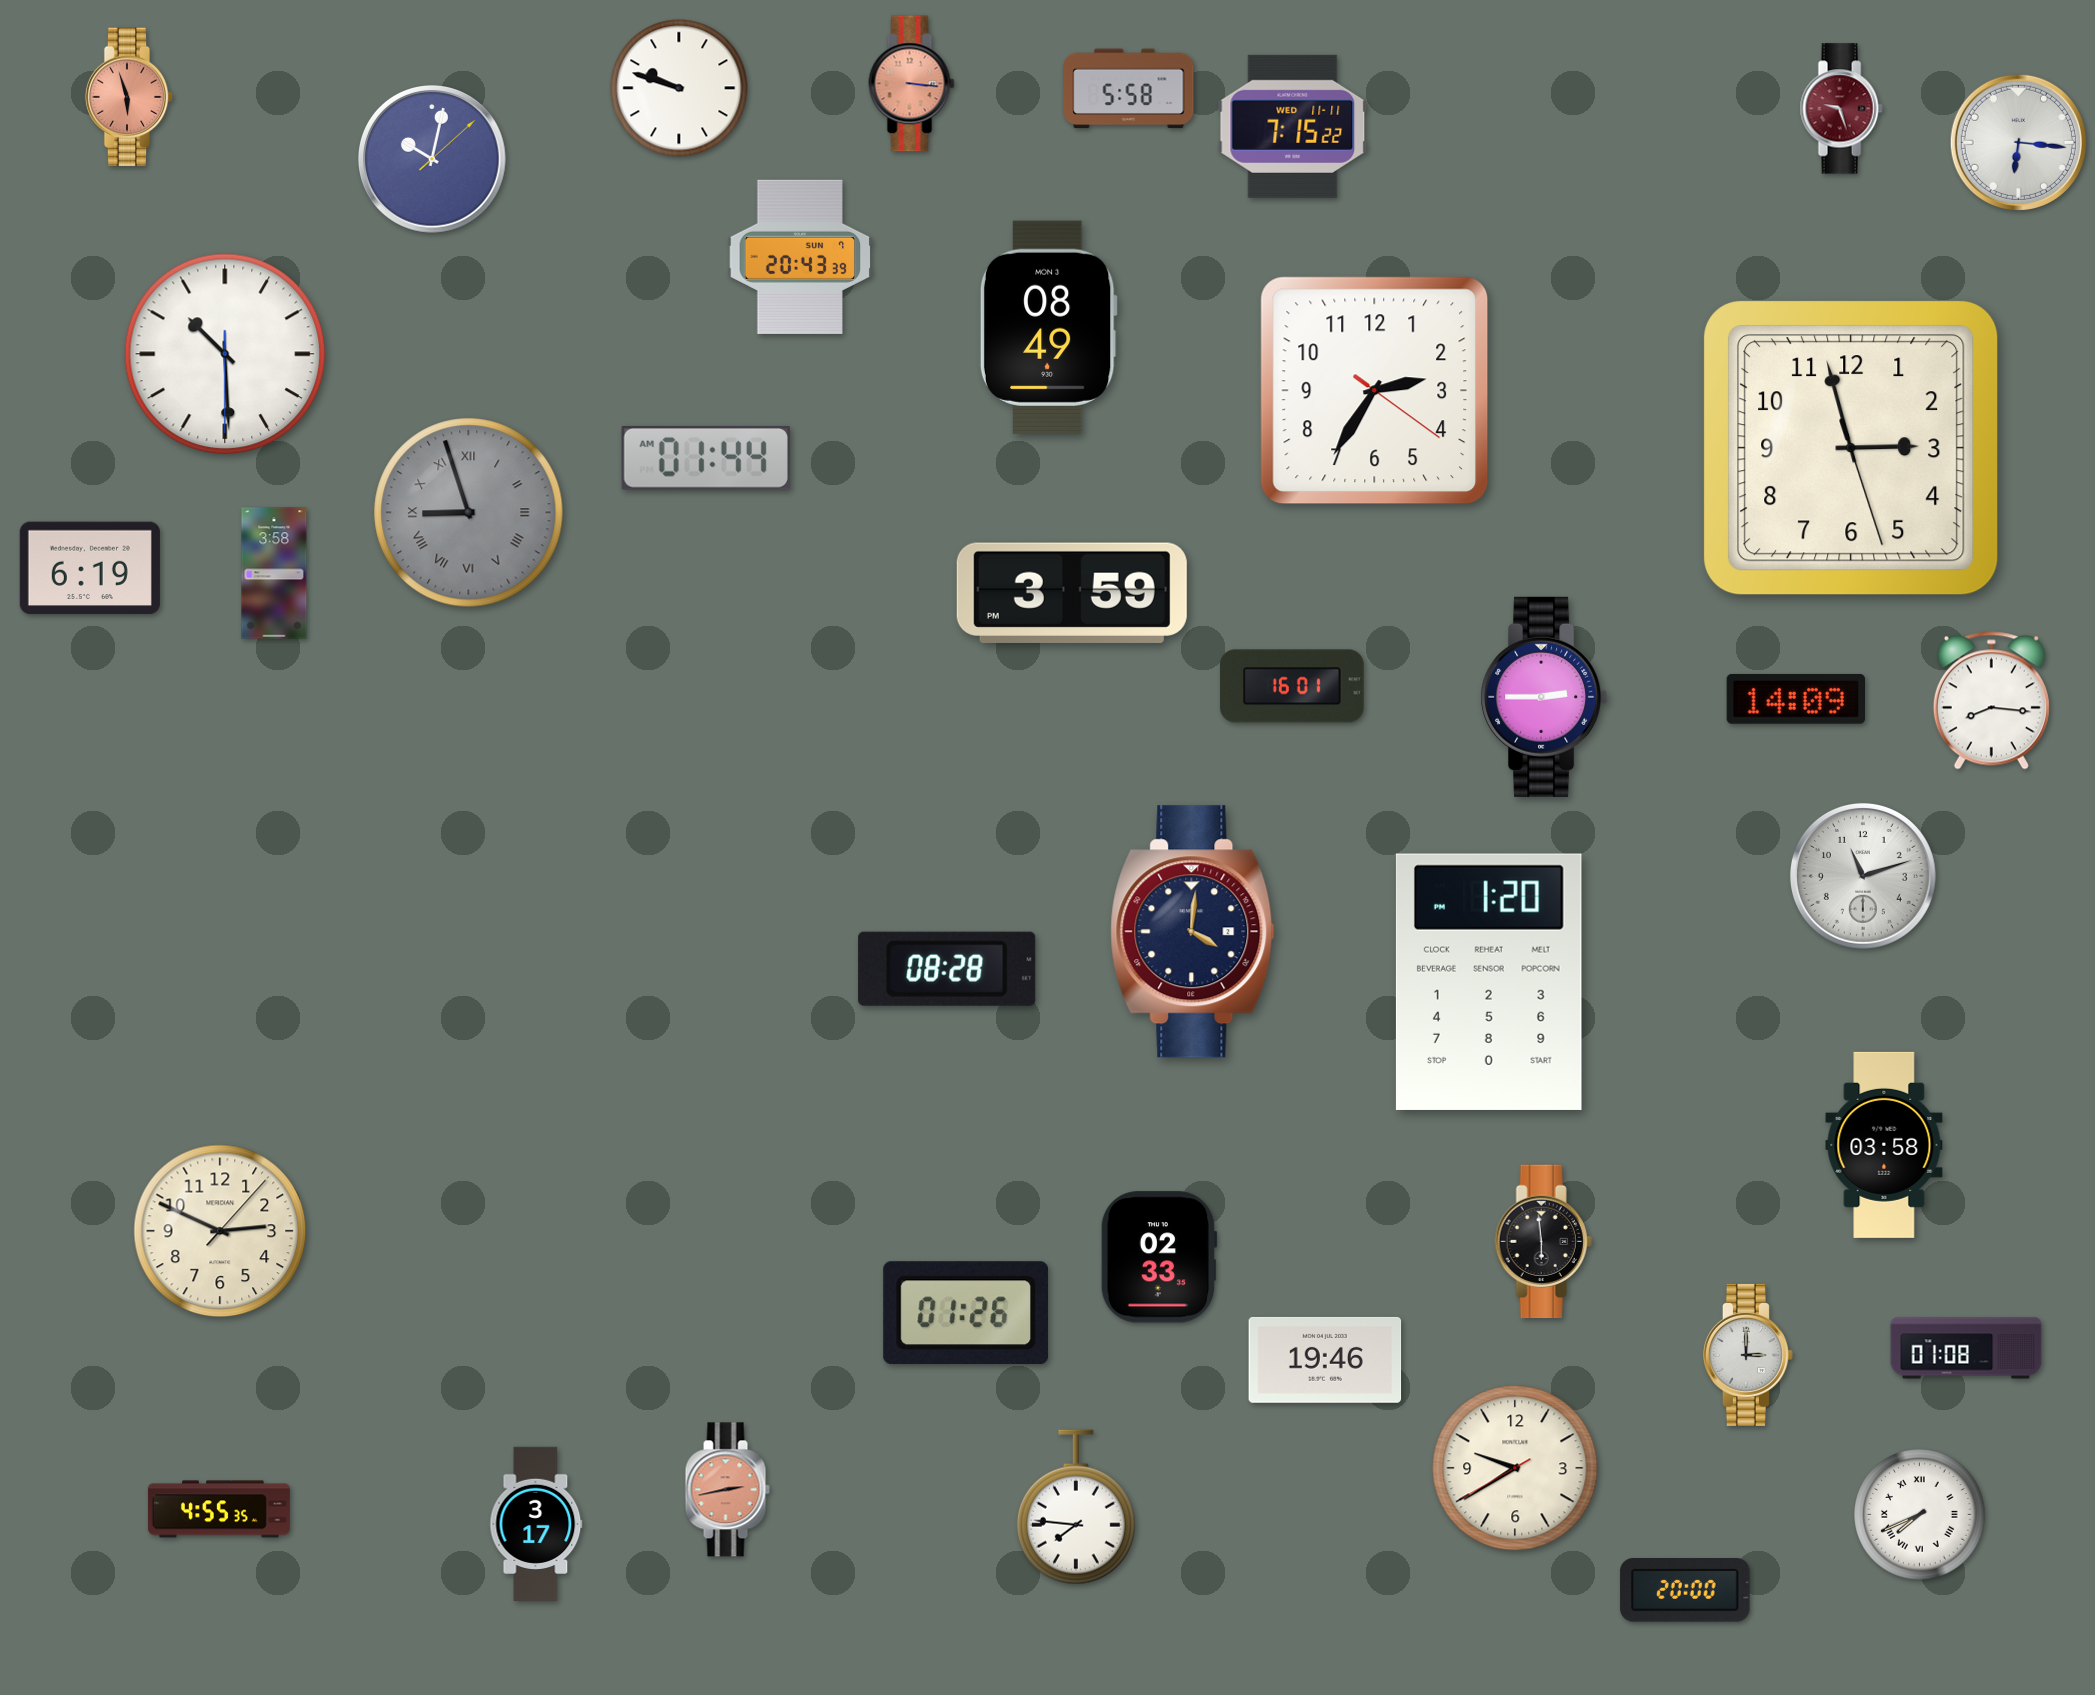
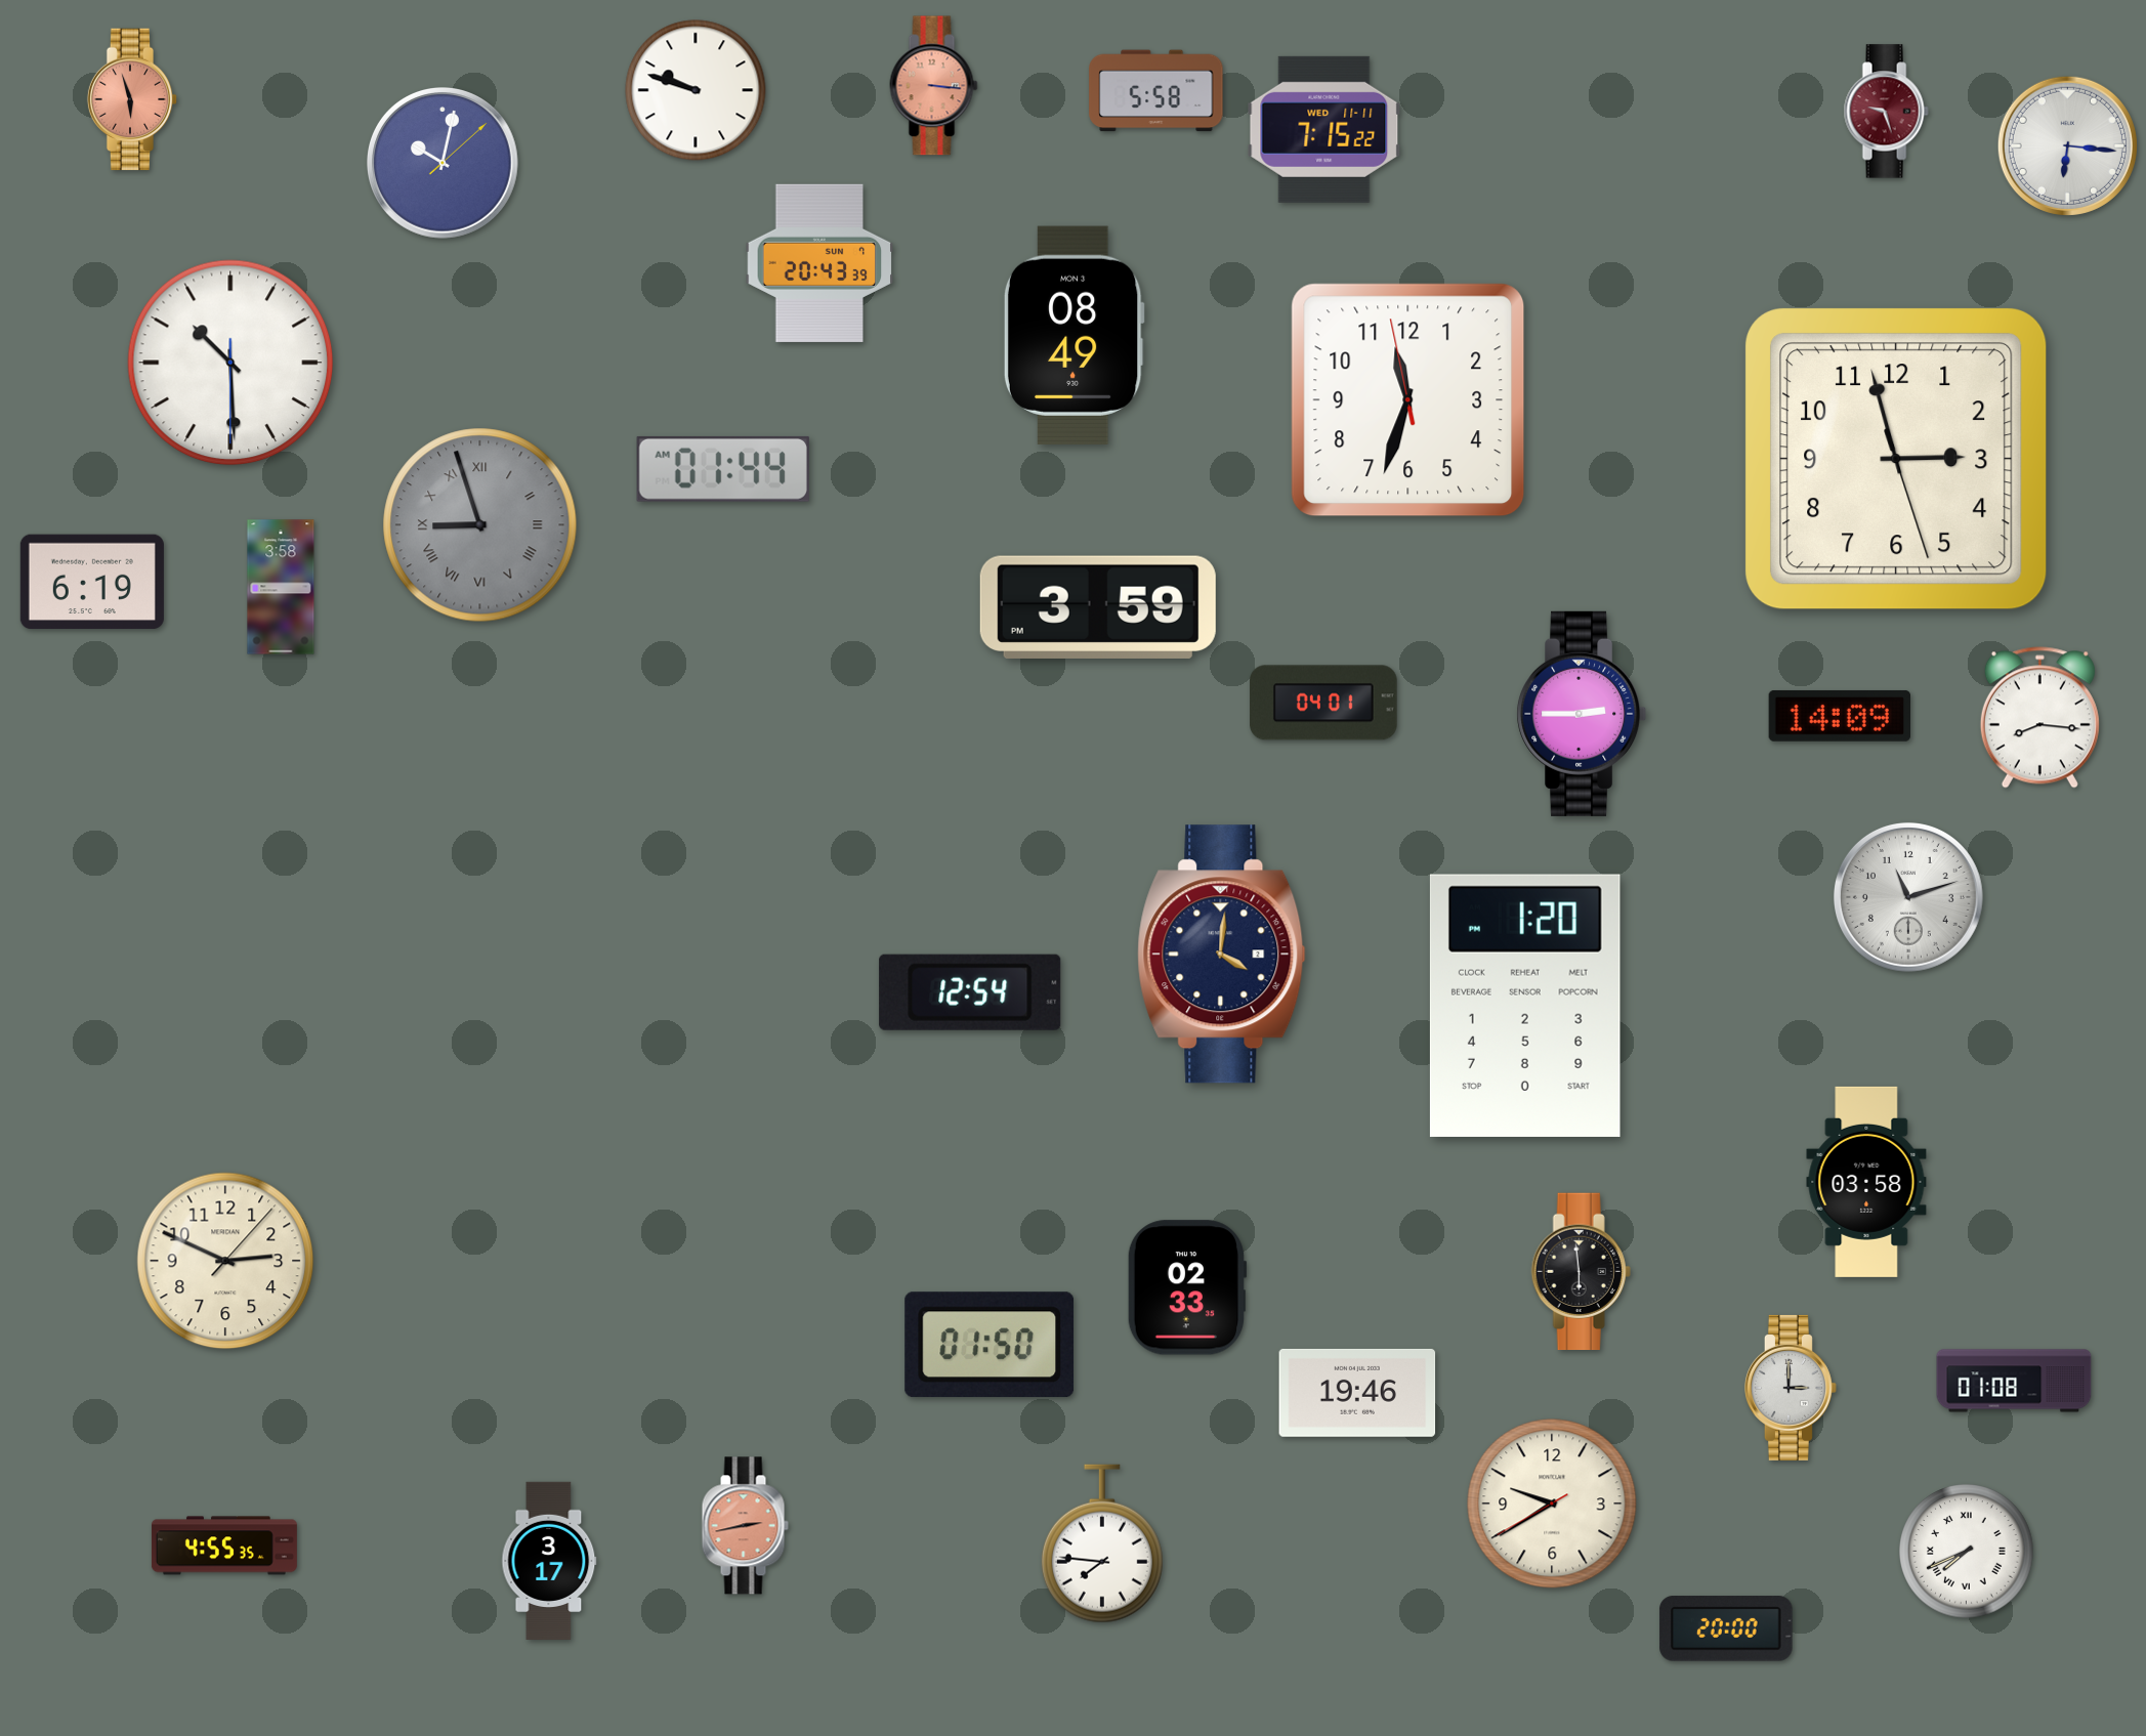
clock at (1375, 391): 2:35 -> 11:32
clock at (1292, 686): 16:01 -> 04:01
clock at (947, 969): 08:28 -> 12:54
clock at (1884, 1145) position: (1884, 1145) -> (1866, 1182)
clock at (966, 1313): 01:26 -> 01:50
